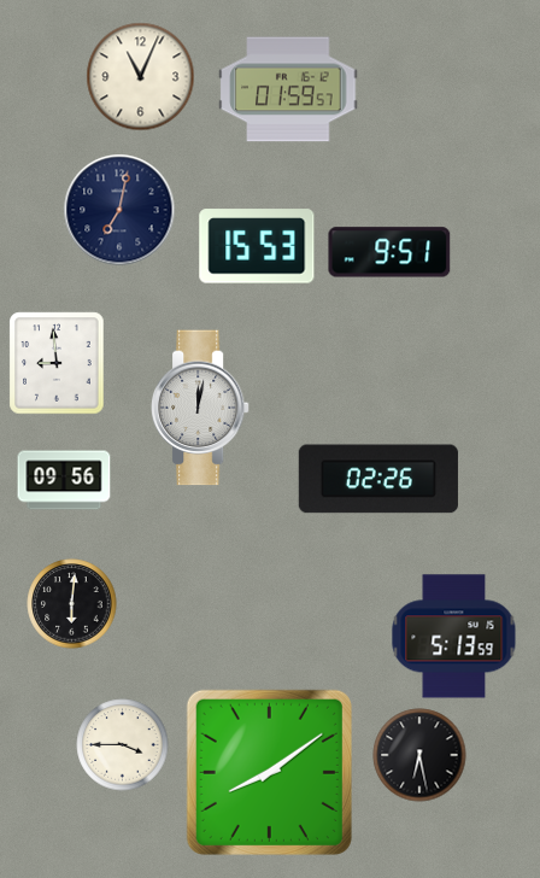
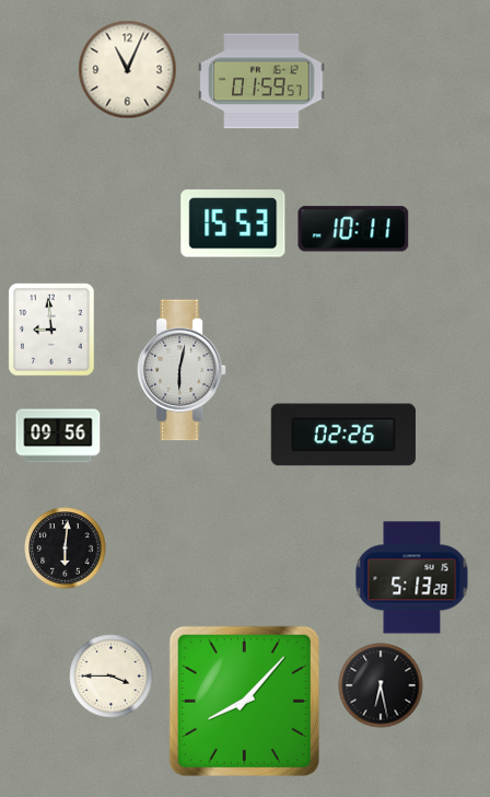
clock at (119, 210): 7:02 -> none
clock at (389, 252): 9:51 -> 10:11
clock at (200, 408): 12:02 -> 6:02
clock at (454, 637): 5:13:59 -> 5:13:28
clock at (269, 772): 8:09 -> 8:07
